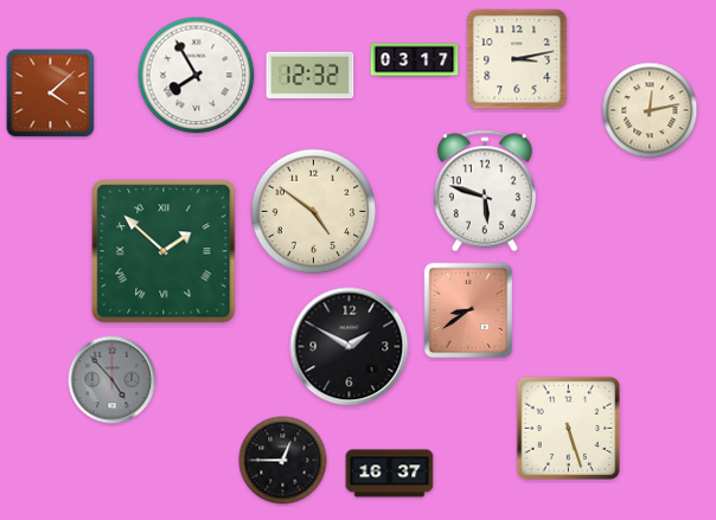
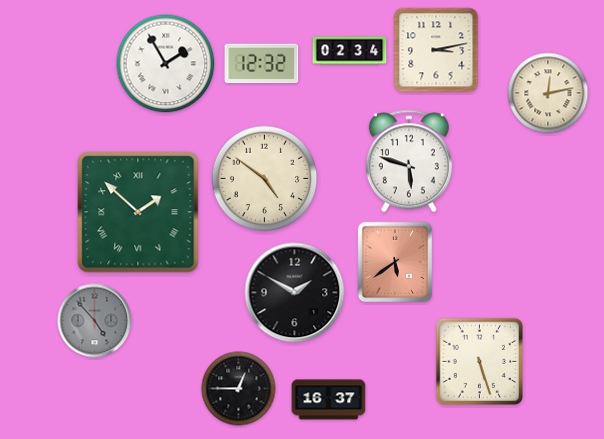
clock at (415, 60): 03:17 -> 02:34
clock at (197, 76): 7:55 -> 1:55
clock at (51, 94): 4:08 -> none
clock at (468, 310): 8:39 -> 5:39
